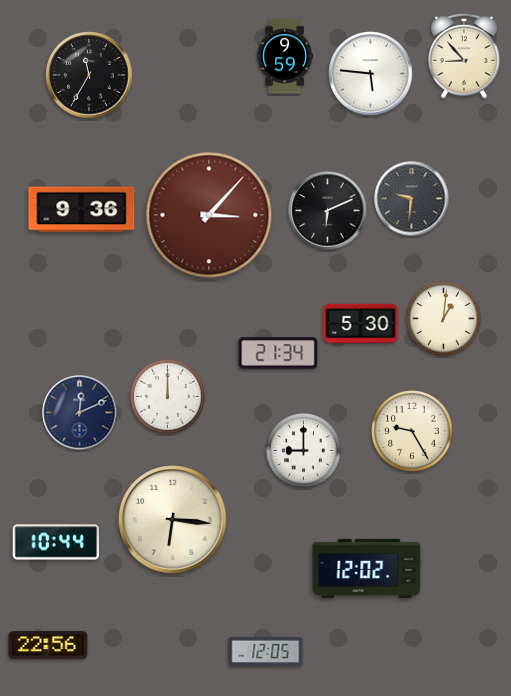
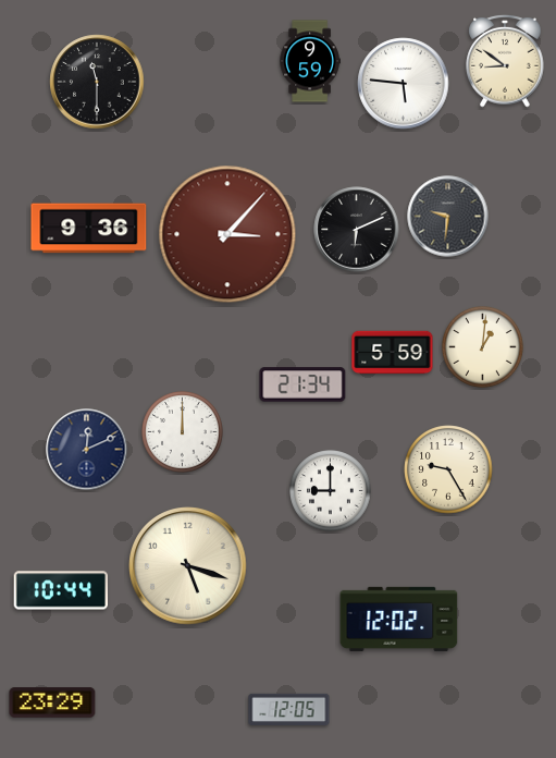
clock at (464, 56): 8:53 -> 8:51
clock at (371, 74) position: (371, 74) -> (404, 84)
clock at (89, 75): 11:35 -> 11:30
clock at (361, 324): 5:30 -> 5:59
clock at (173, 520): 6:16 -> 5:18
clock at (48, 645): 22:56 -> 23:29
